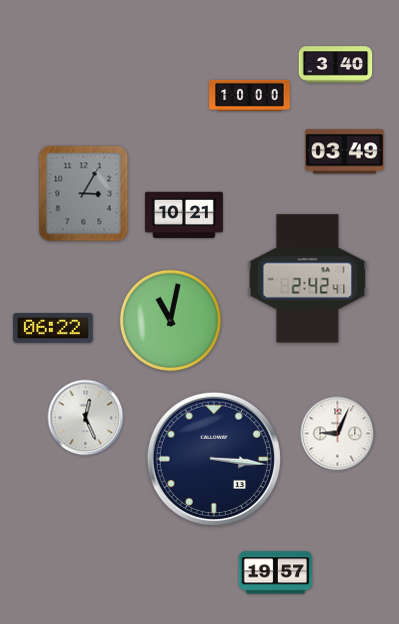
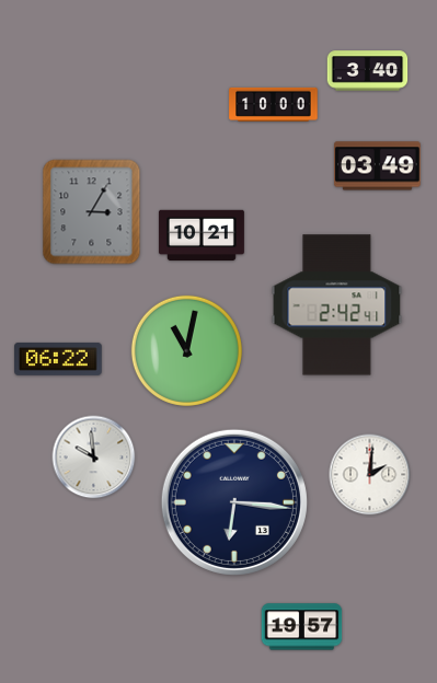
clock at (86, 418): 12:26 -> 9:59
clock at (338, 434): 9:04 -> 2:01
clock at (214, 459): 3:16 -> 6:16
